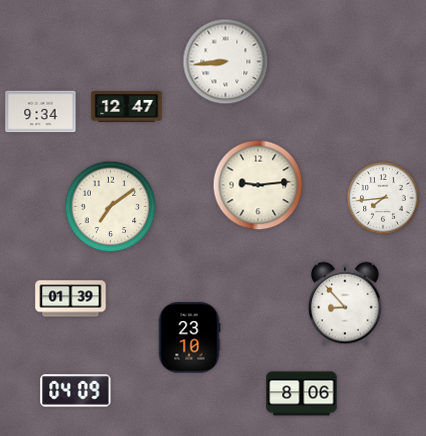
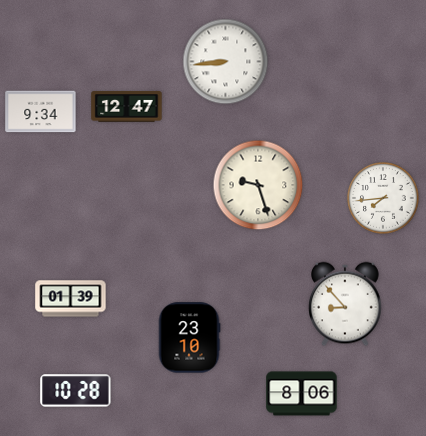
clock at (258, 185): 9:14 -> 9:27
clock at (111, 207): 7:09 -> none
clock at (76, 391): 04:09 -> 10:28
